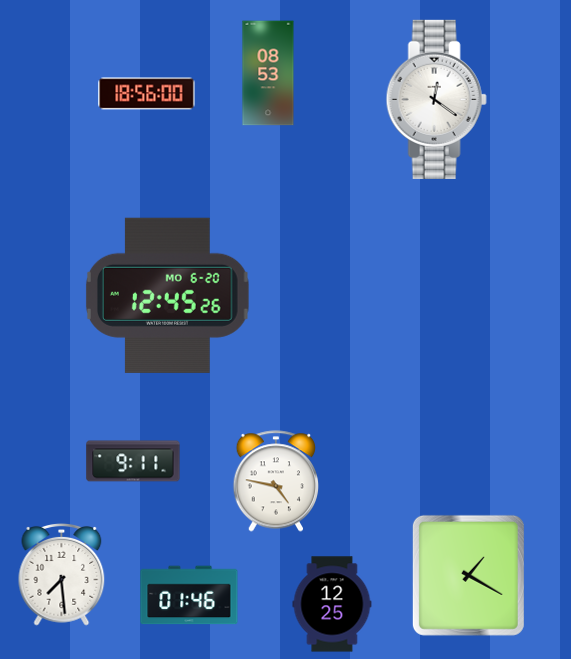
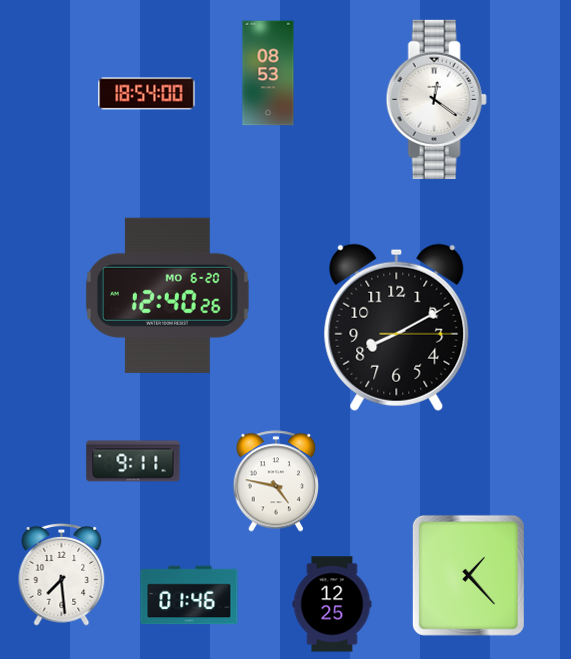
clock at (147, 94): 18:56 -> 18:54
clock at (167, 295): 12:45 -> 12:40
clock at (397, 327): none -> 8:10
clock at (468, 575): 1:20 -> 1:23
